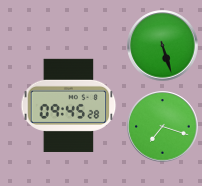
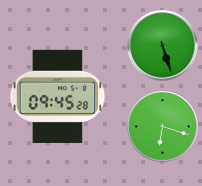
clock at (69, 105) position: (69, 105) -> (58, 96)
clock at (163, 127): 7:18 -> 6:18
